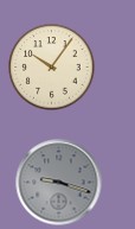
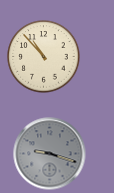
clock at (52, 68): 10:06 -> 10:53
